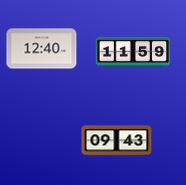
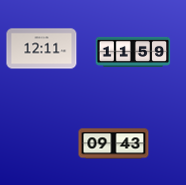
clock at (42, 49): 12:40 -> 12:11
clock at (117, 141) position: (117, 141) -> (114, 144)
